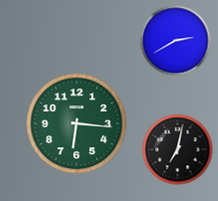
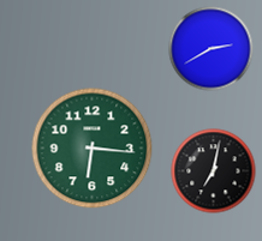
clock at (178, 150) position: (178, 150) -> (214, 171)
